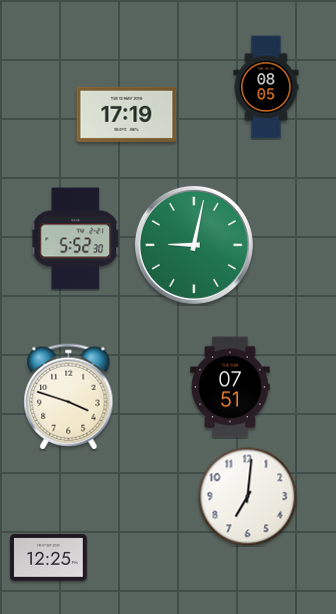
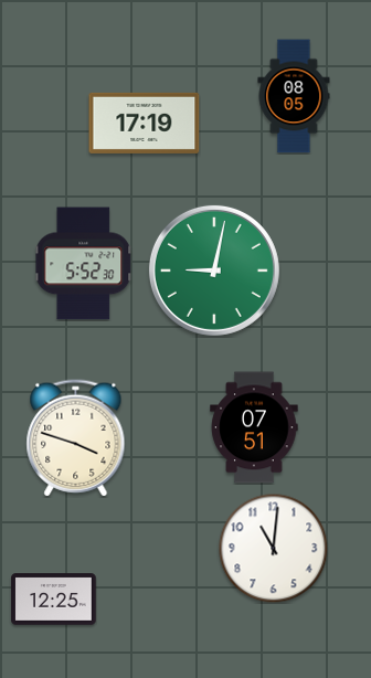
clock at (127, 114) position: (127, 114) -> (145, 123)
clock at (248, 497): 7:01 -> 11:01
clock at (49, 558) position: (49, 558) -> (54, 600)
